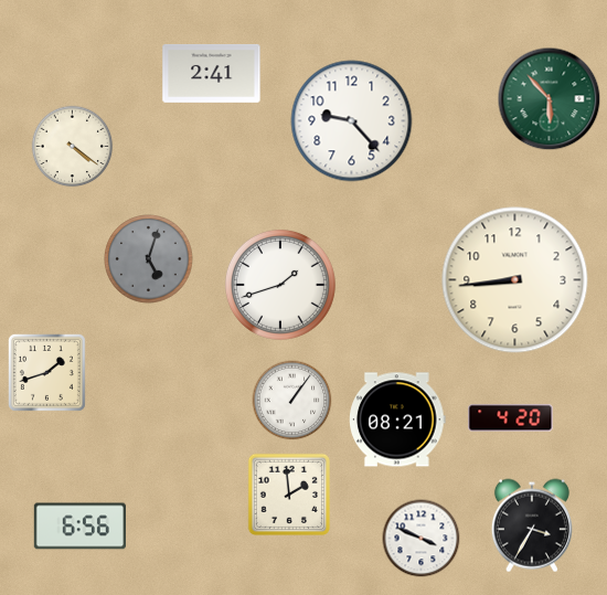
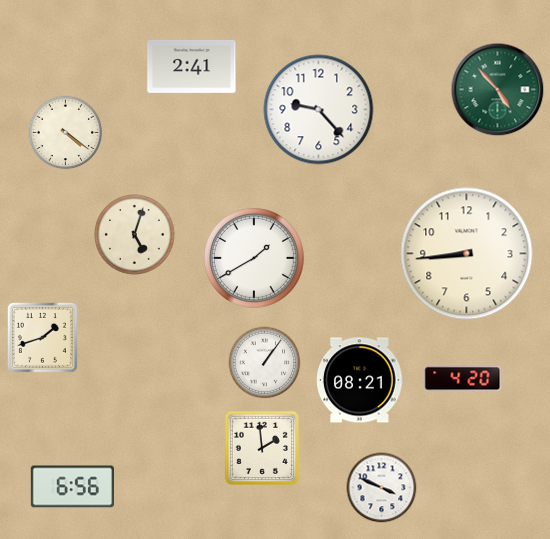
clock at (550, 99): 5:53 -> 4:53
clock at (149, 259) dial: grey -> cream
clock at (280, 285): 1:42 -> 1:40
clock at (532, 525): 3:35 -> none
clock at (79, 527) position: (79, 527) -> (72, 487)
